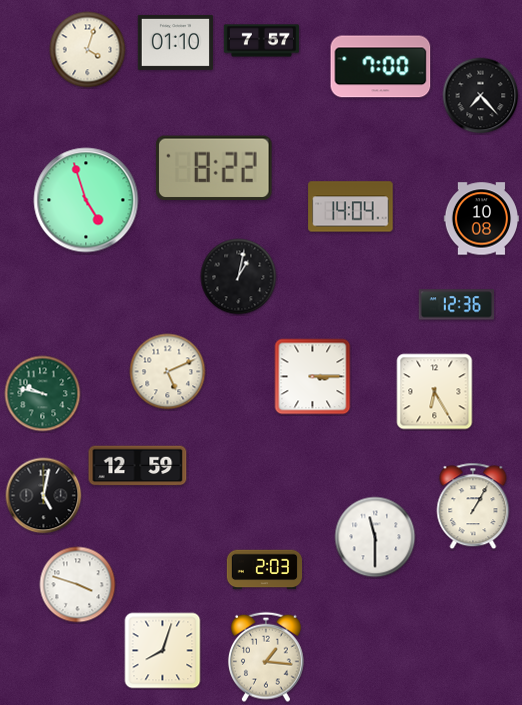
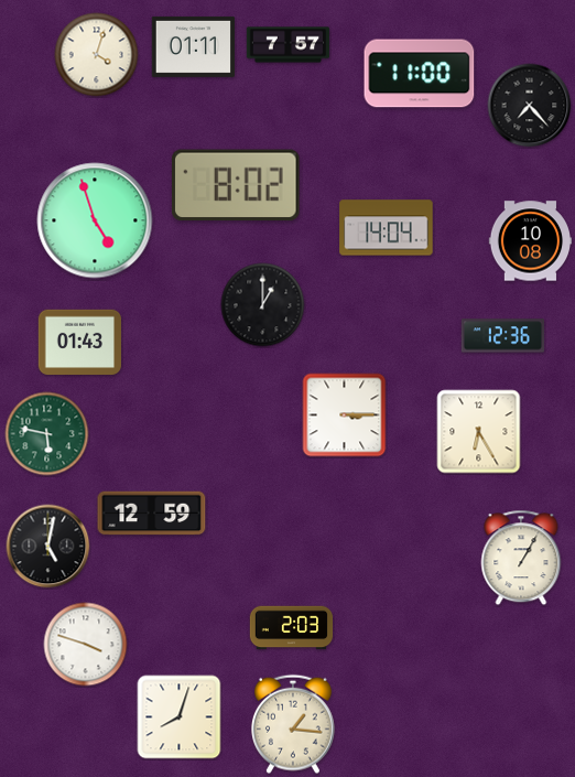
clock at (175, 42): 01:10 -> 01:11
clock at (381, 67): 7:00 -> 11:00
clock at (214, 168): 8:22 -> 8:02
clock at (239, 277): 1:02 -> 1:00
clock at (79, 343): none -> 01:43
clock at (168, 372): 5:11 -> none
clock at (43, 394): 9:47 -> 5:47
clock at (375, 537): 11:30 -> none
